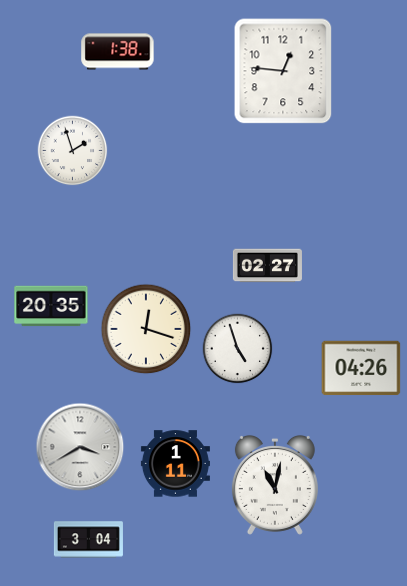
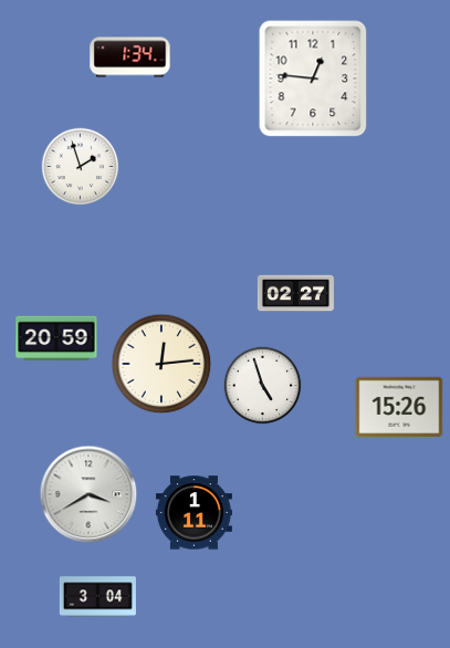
clock at (118, 52): 1:38 -> 1:34
clock at (51, 306): 20:35 -> 20:59
clock at (146, 329): 12:18 -> 12:14
clock at (361, 368): 04:26 -> 15:26
clock at (275, 485): 11:02 -> none
